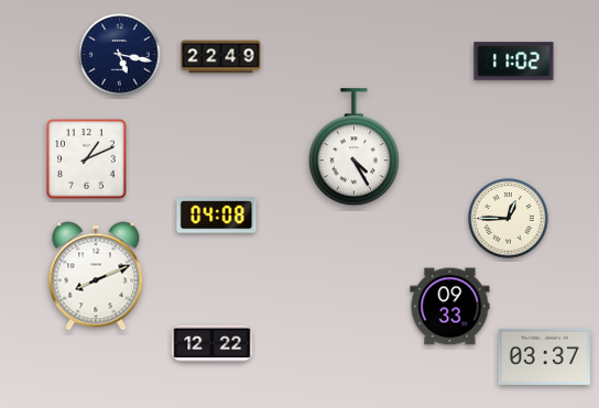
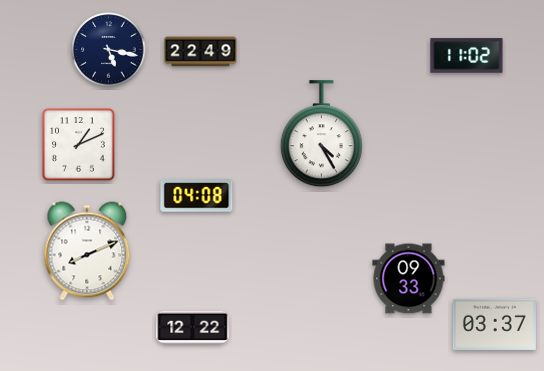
clock at (509, 219): 12:45 -> none
clock at (213, 344) position: (213, 344) -> (193, 328)
